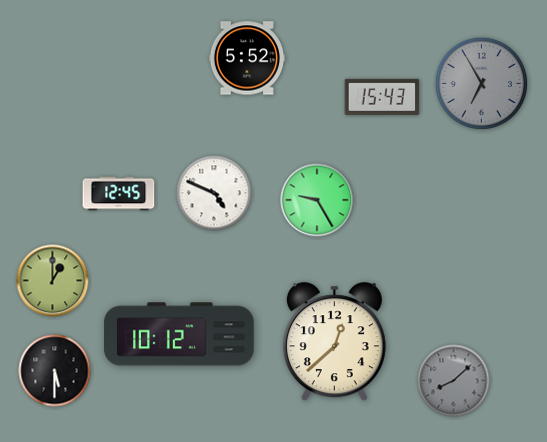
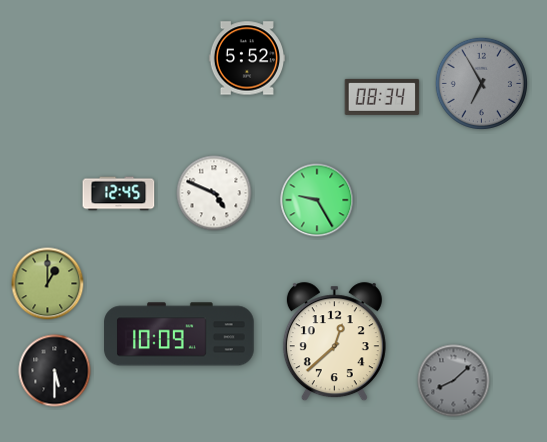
clock at (382, 97): 15:43 -> 08:34
clock at (53, 281) position: (53, 281) -> (48, 284)
clock at (179, 334): 10:12 -> 10:09
